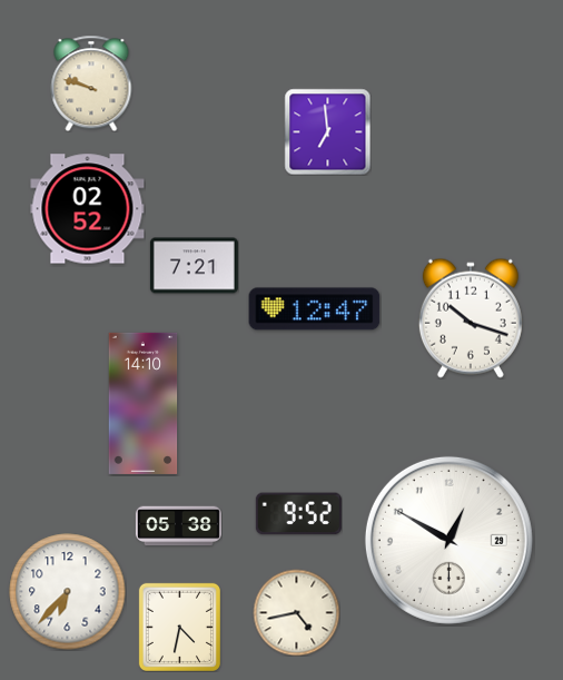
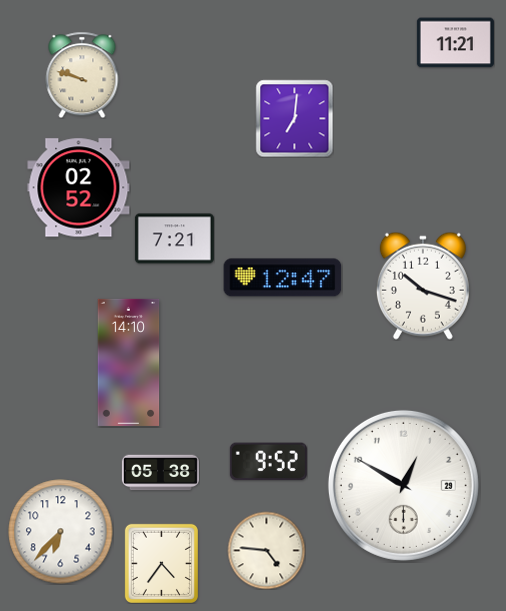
clock at (455, 43): none -> 11:21
clock at (327, 131): 6:59 -> 7:01
clock at (296, 612): 4:43 -> 4:46
clock at (179, 627): 4:32 -> 4:36
